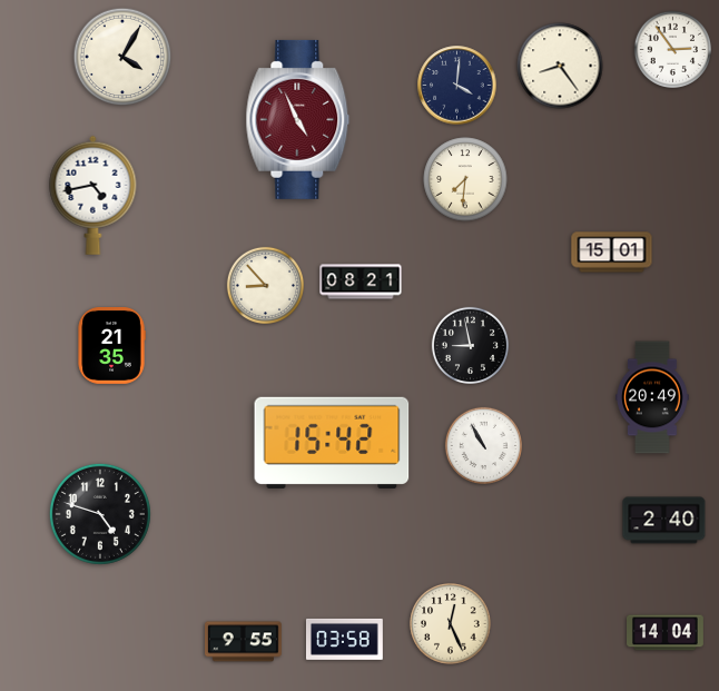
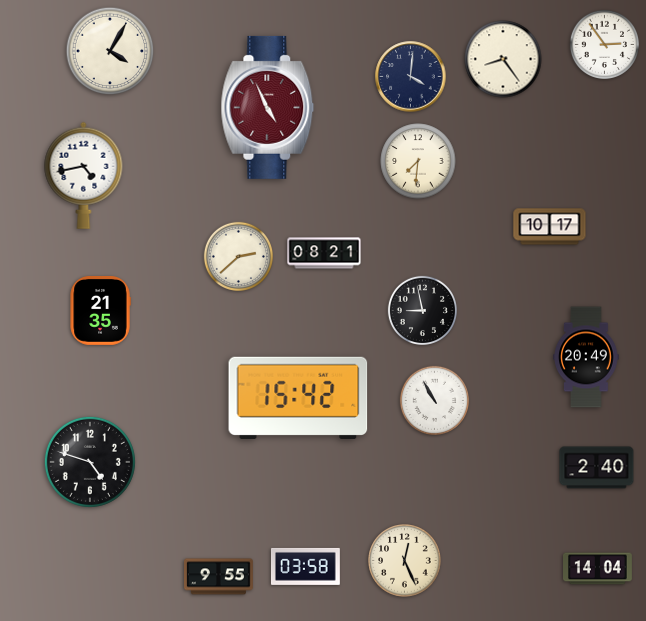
clock at (612, 253): 15:01 -> 10:17
clock at (265, 285): 8:53 -> 2:38
clock at (344, 639) position: (344, 639) -> (305, 566)
